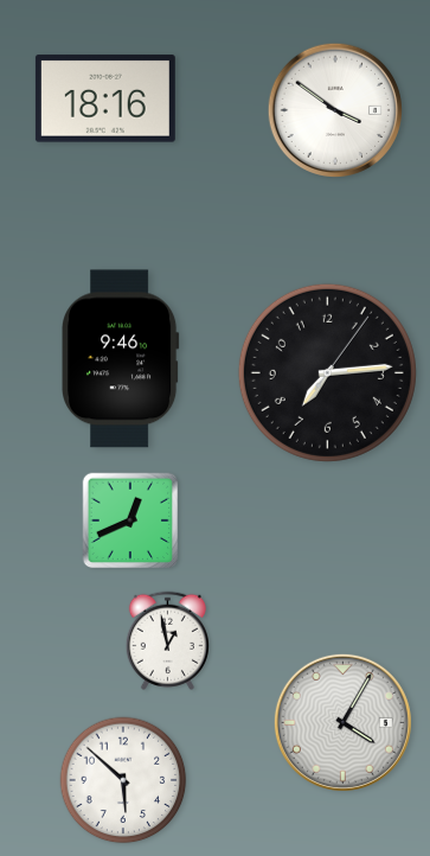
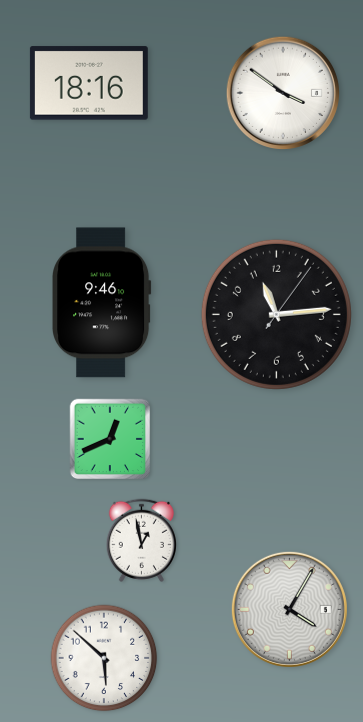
clock at (327, 372): 7:14 -> 11:14
